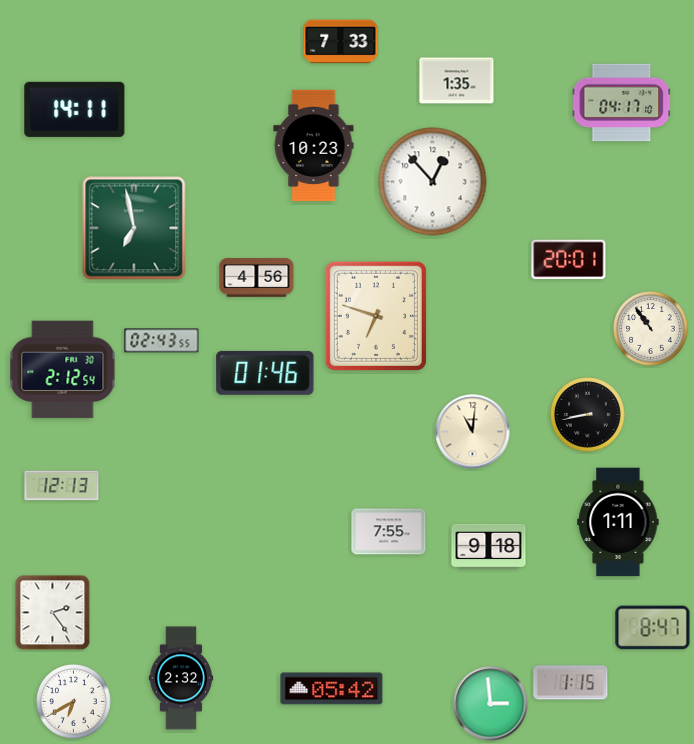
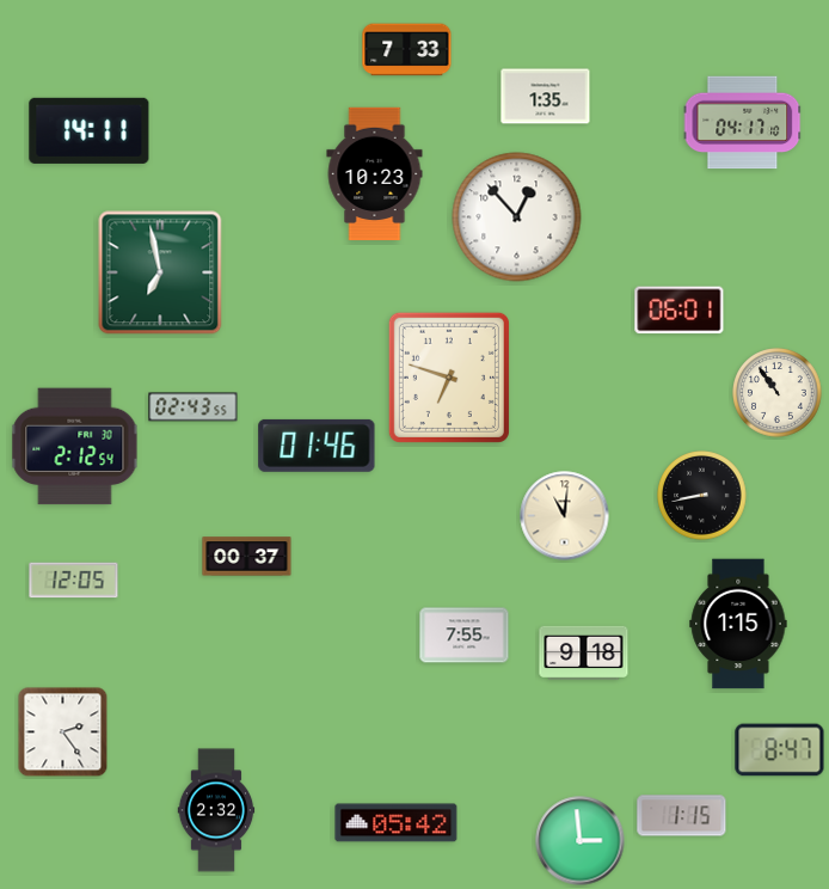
clock at (569, 260): 20:01 -> 06:01
clock at (257, 278): 4:56 -> none
clock at (63, 370) position: (63, 370) -> (75, 447)
clock at (247, 557): none -> 00:37
clock at (62, 486): 12:13 -> 12:05
clock at (618, 522): 1:11 -> 1:15
clock at (74, 702): 6:40 -> none
clock at (491, 704) position: (491, 704) -> (581, 841)
